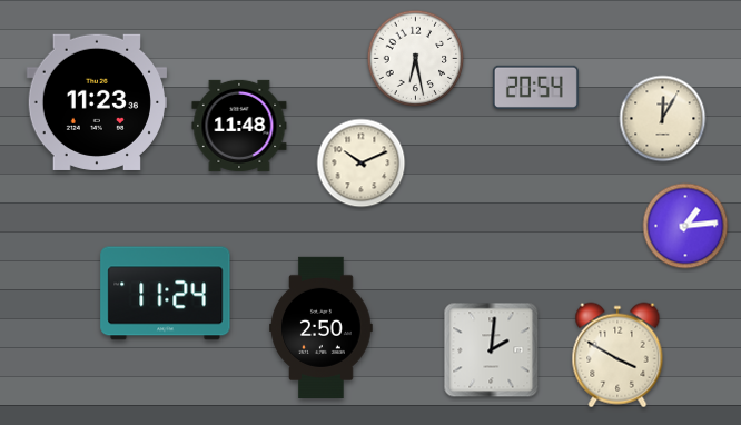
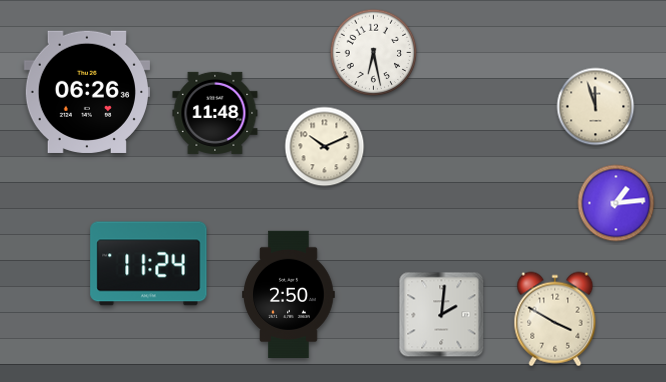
clock at (535, 87): 20:54 -> none
clock at (96, 102): 11:23 -> 06:26
clock at (663, 119): 12:05 -> 11:57
